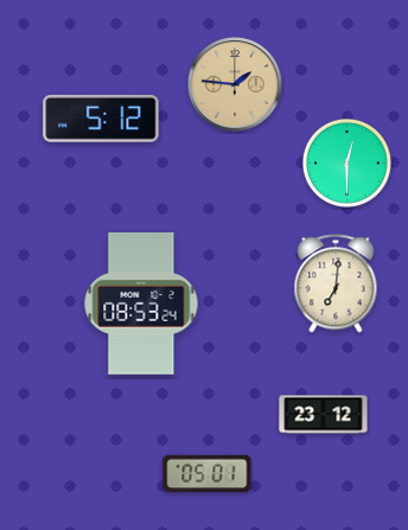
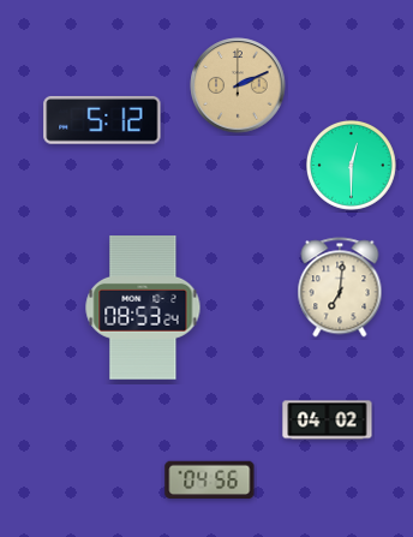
clock at (235, 84): 1:46 -> 2:11
clock at (324, 415): 23:12 -> 04:02
clock at (208, 473): 05:01 -> 04:56
